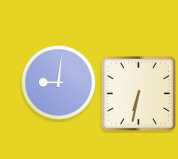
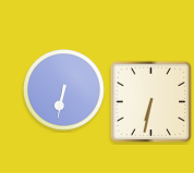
clock at (59, 83): 9:01 -> 6:32
